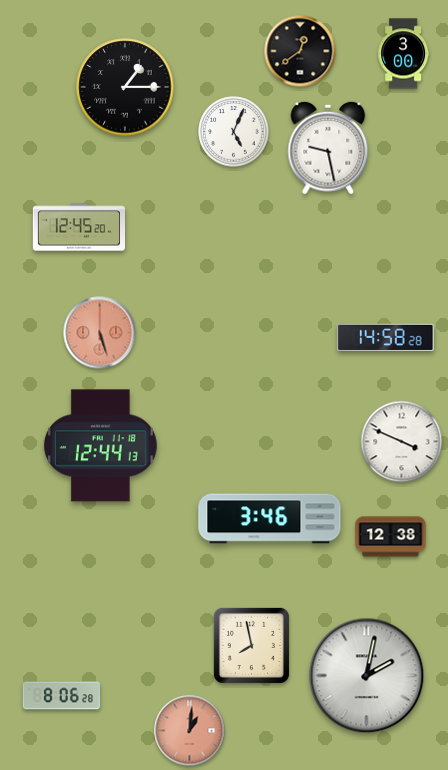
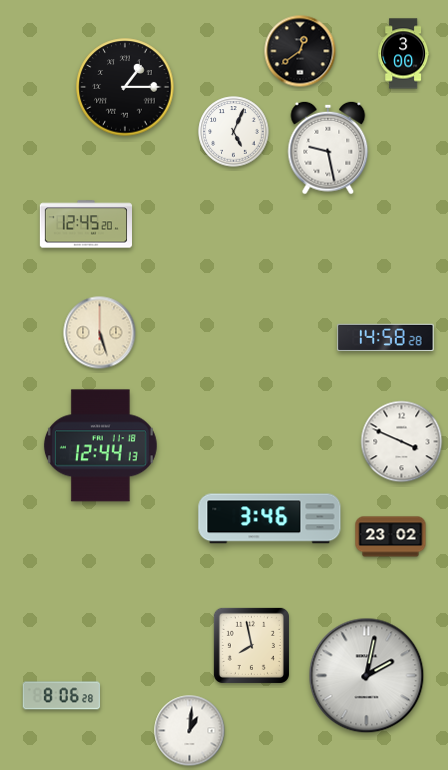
clock at (78, 227) position: (78, 227) -> (85, 224)
clock at (100, 333) dial: salmon -> cream
clock at (391, 537): 12:38 -> 23:02
clock at (190, 731) dial: salmon -> white
